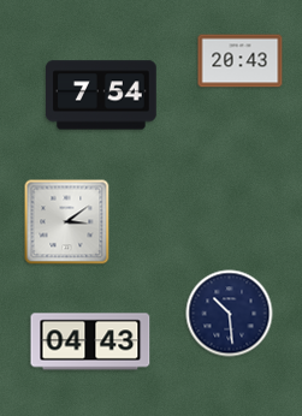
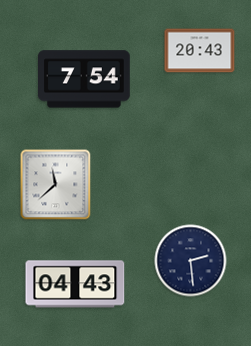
clock at (67, 222): 3:09 -> 11:38
clock at (230, 314): 10:29 -> 2:29
